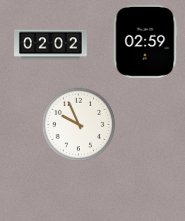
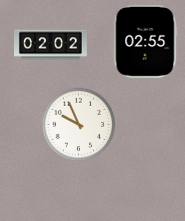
clock at (145, 42): 02:59 -> 02:55
